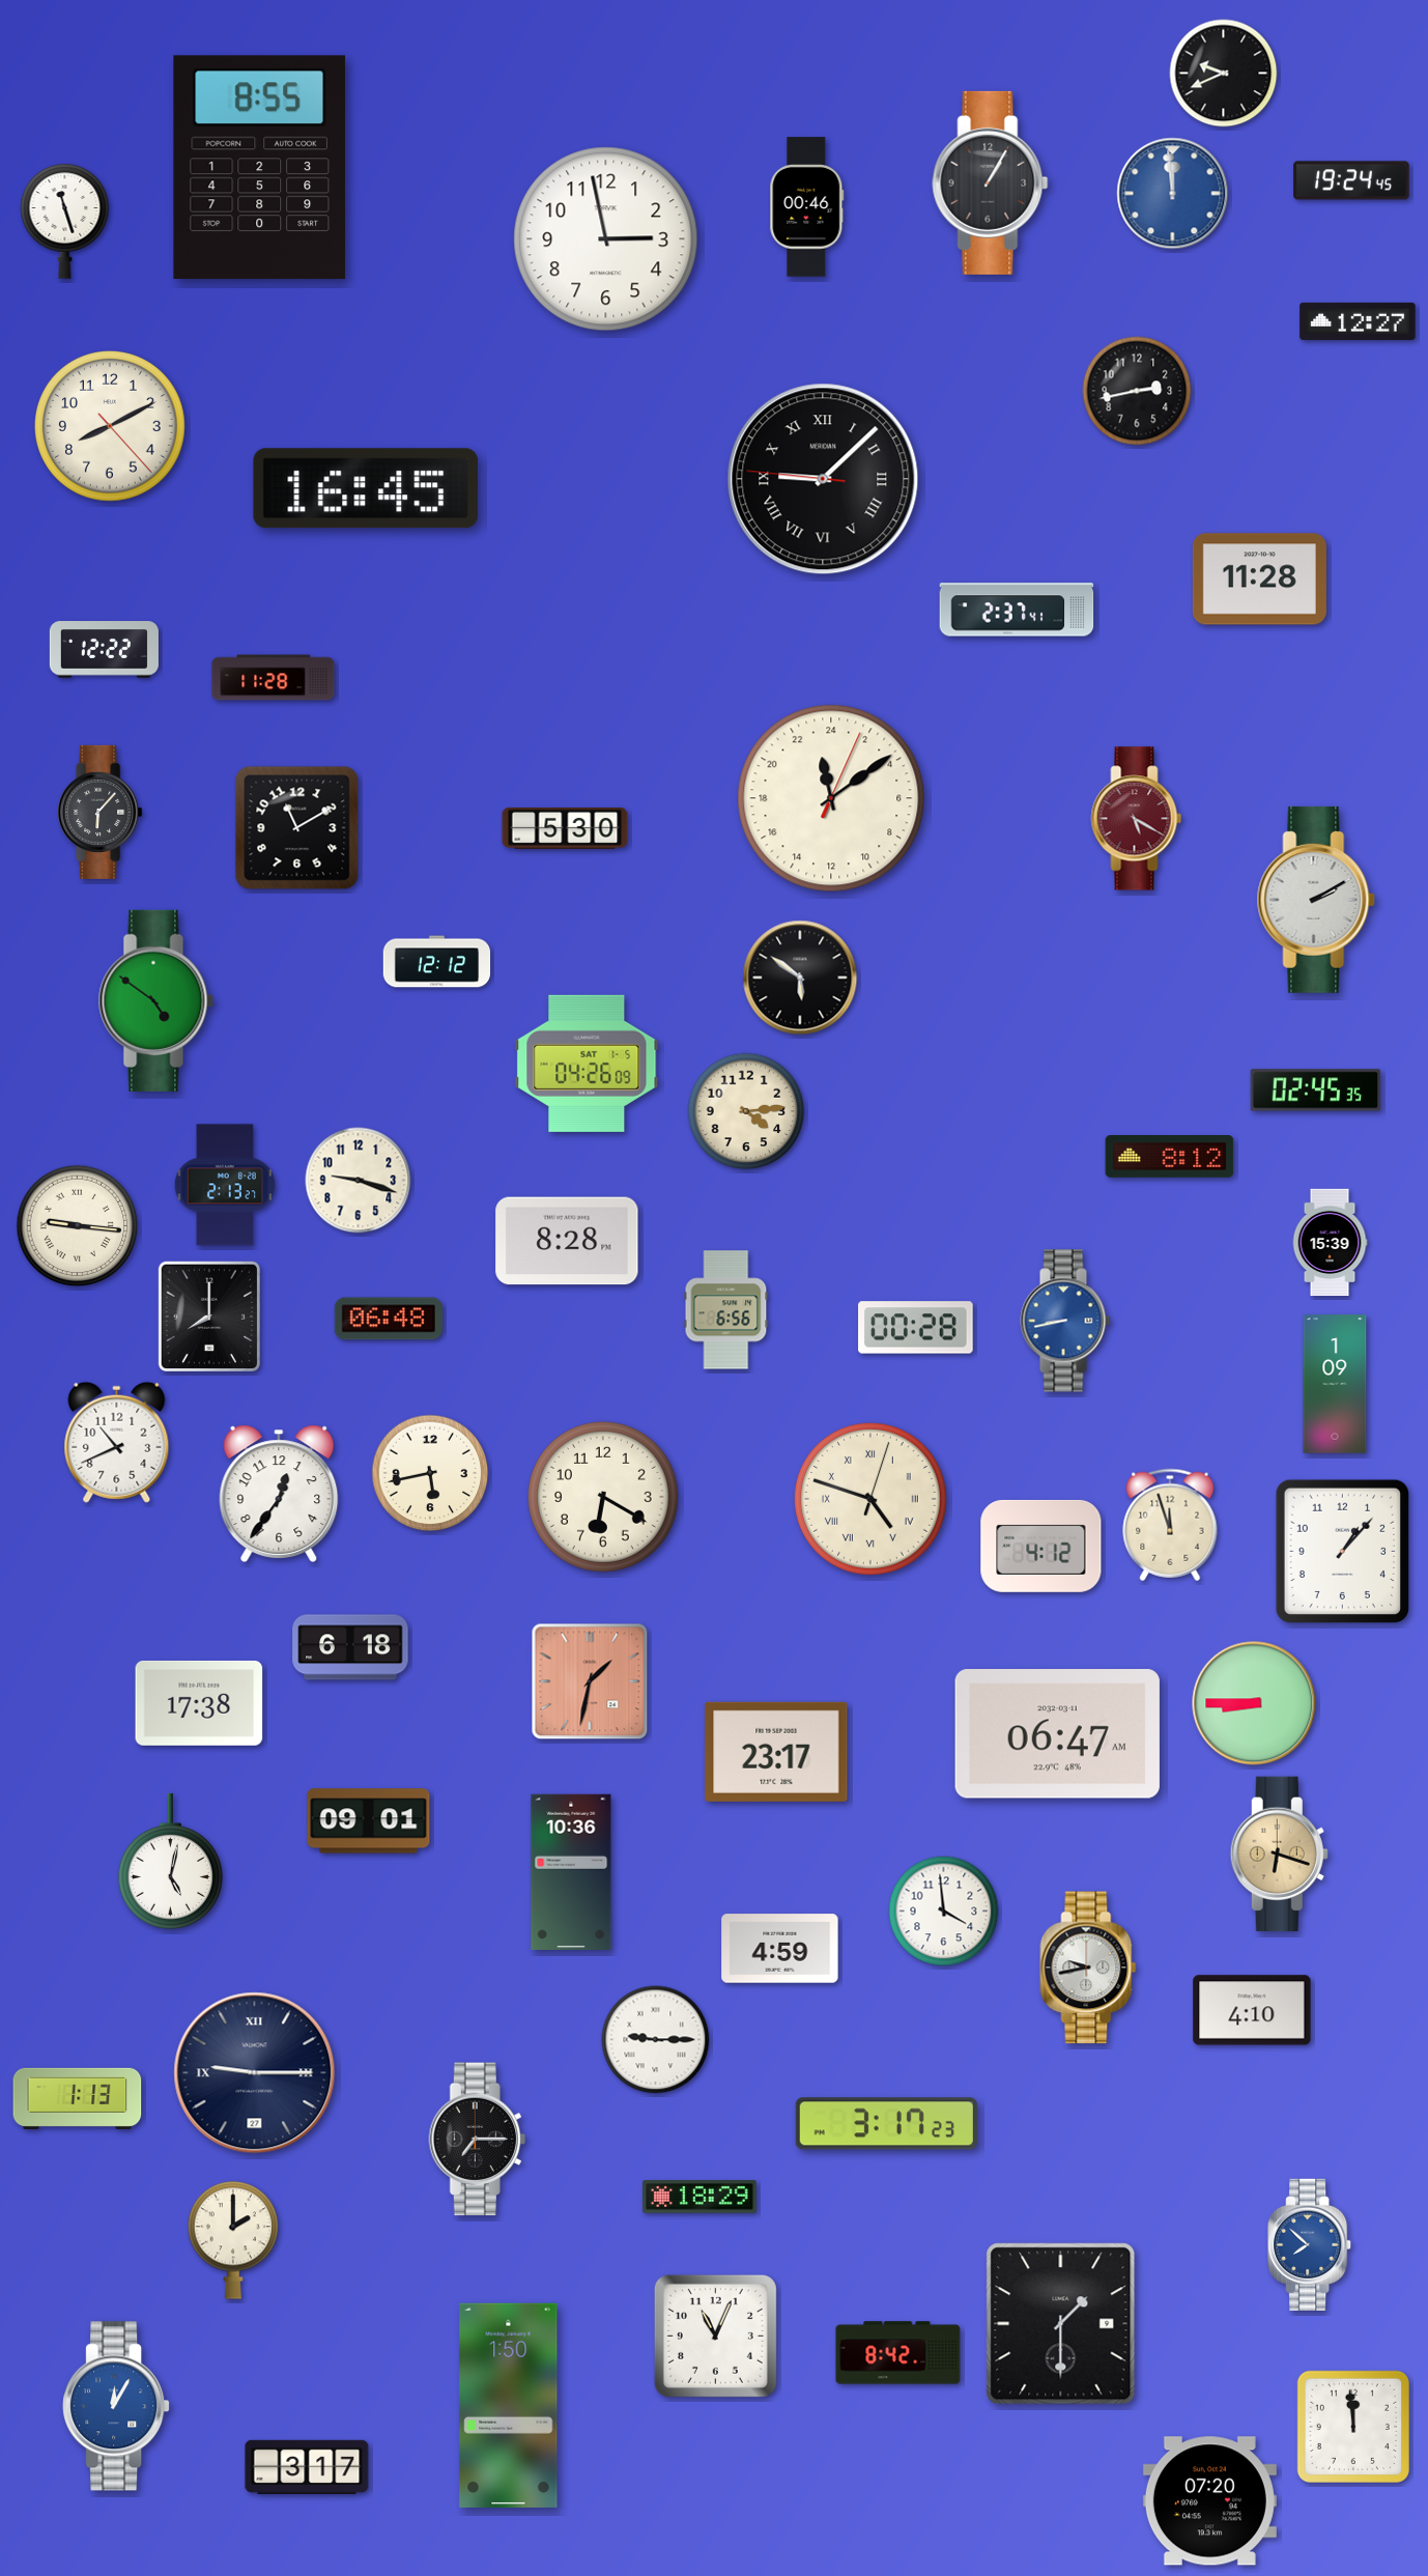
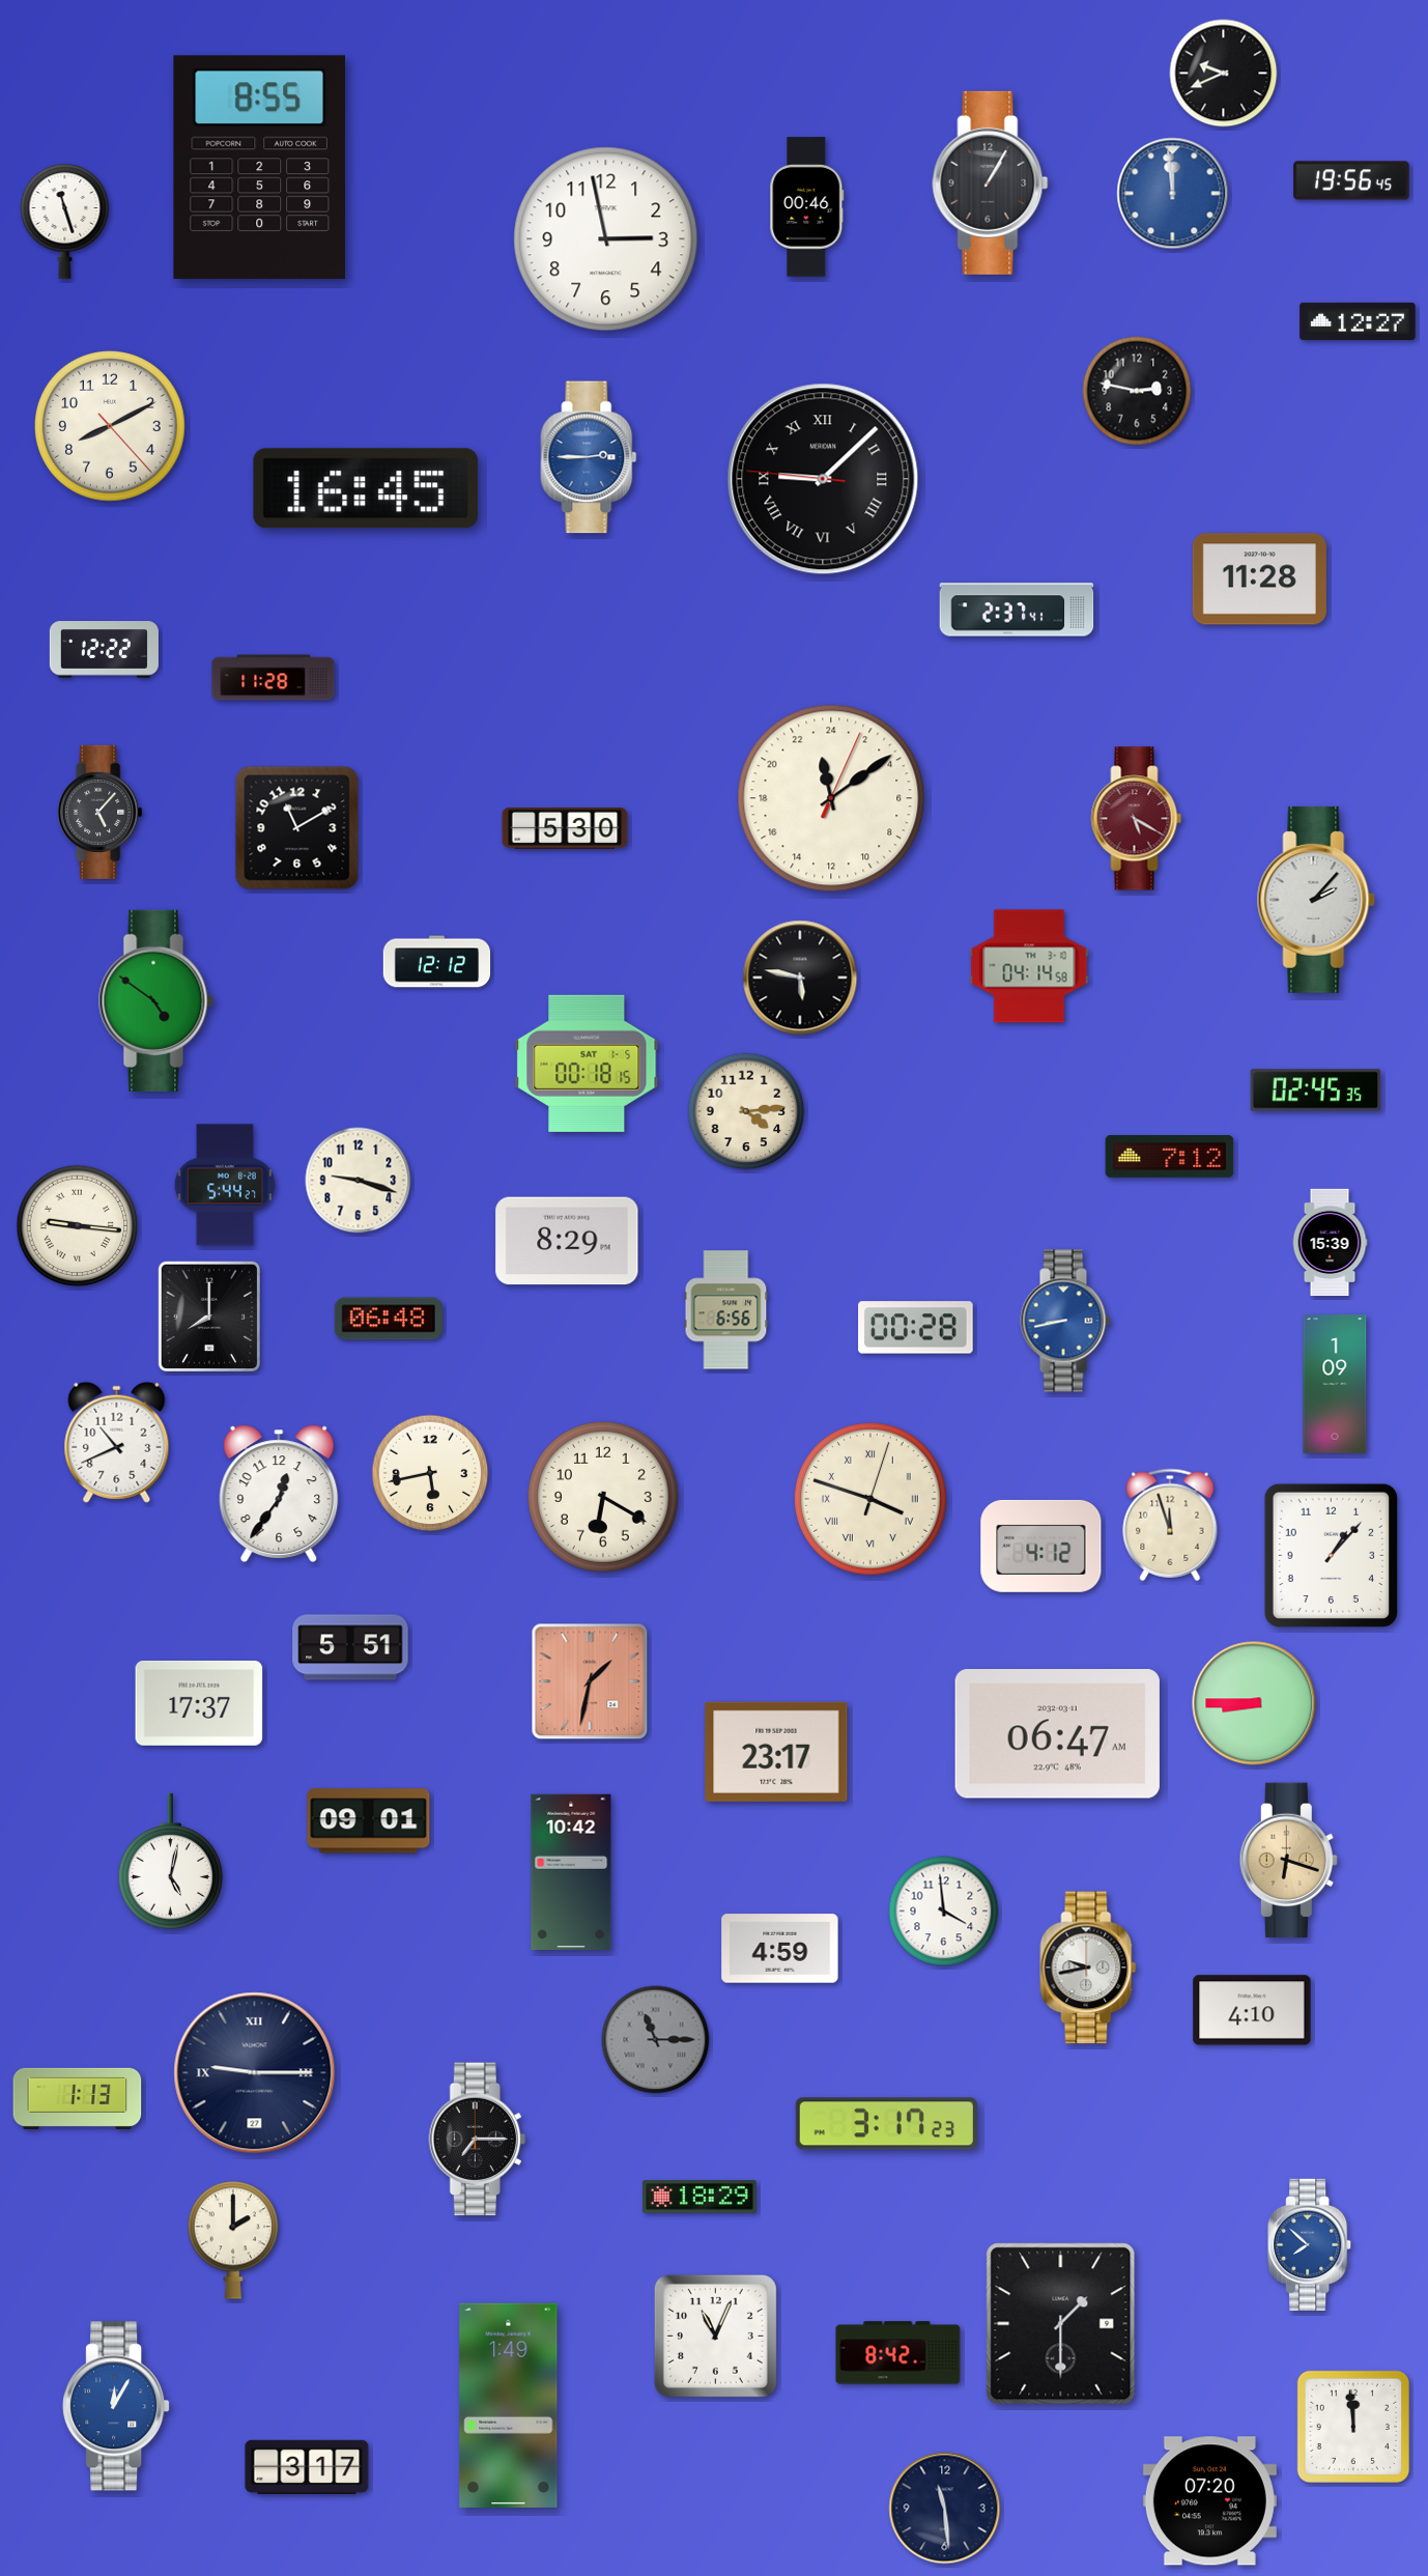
clock at (1351, 180): 19:24 -> 19:56
clock at (1137, 391): 2:43 -> 2:47
clock at (589, 457): none -> 2:45
clock at (101, 812): 6:07 -> 5:07
clock at (1316, 900): 2:10 -> 2:07
clock at (1029, 966): none -> 04:14
clock at (800, 978): 5:51 -> 5:47
clock at (587, 1064): 04:26 -> 00:18
clock at (1170, 1157): 8:12 -> 7:12
clock at (225, 1185): 2:13 -> 5:44
clock at (567, 1241): 8:28 -> 8:29
clock at (872, 1500): 4:48 -> 3:48
clock at (1342, 1551) position: (1342, 1551) -> (1331, 1555)
clock at (350, 1647): 6:18 -> 5:51
clock at (199, 1703): 17:38 -> 17:37
clock at (1279, 1855) position: (1279, 1855) -> (1288, 1861)
clock at (571, 1871): 10:36 -> 10:42
clock at (656, 2040): 9:15 -> 11:15
clock at (656, 2040) dial: white -> grey
clock at (509, 2405): 1:50 -> 1:49
clock at (945, 2509): none -> 11:29
